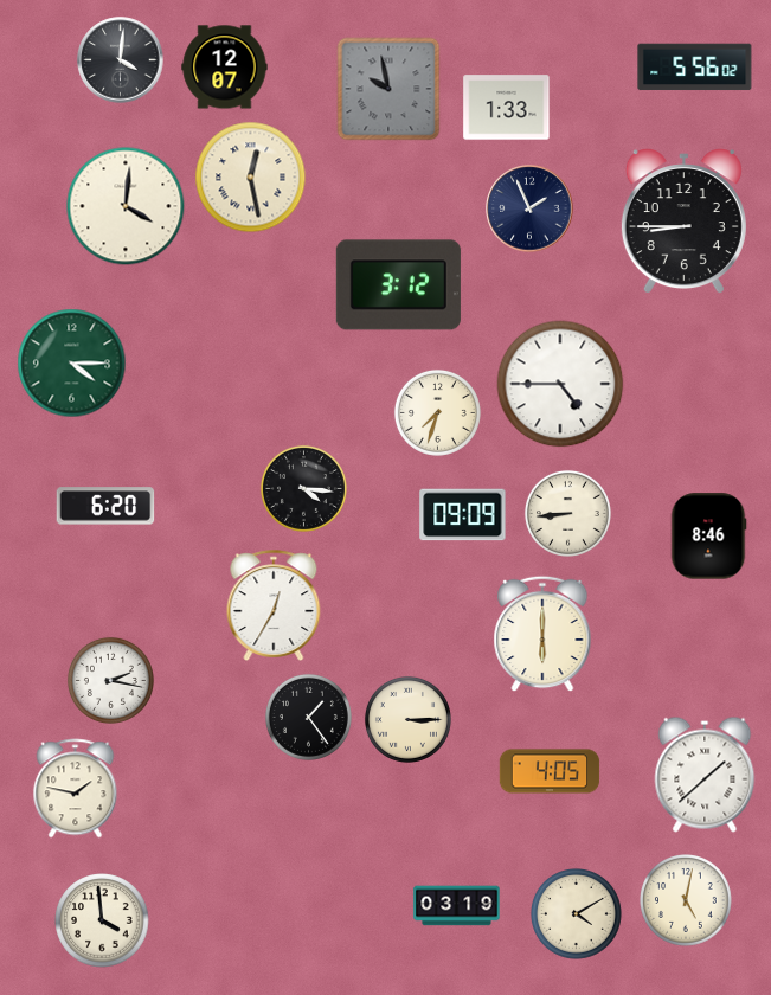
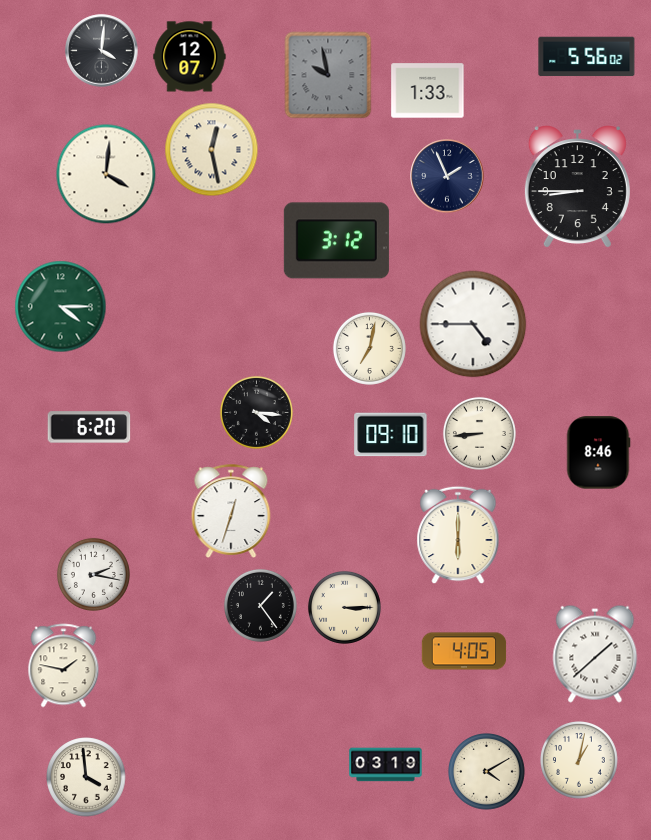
clock at (437, 412): 7:33 -> 7:02
clock at (463, 515): 09:09 -> 09:10
clock at (274, 605): 12:35 -> 12:33
clock at (687, 901): 5:02 -> 1:02
